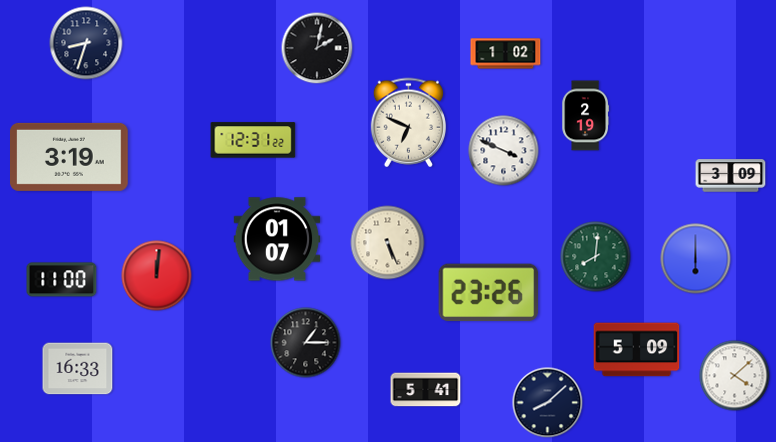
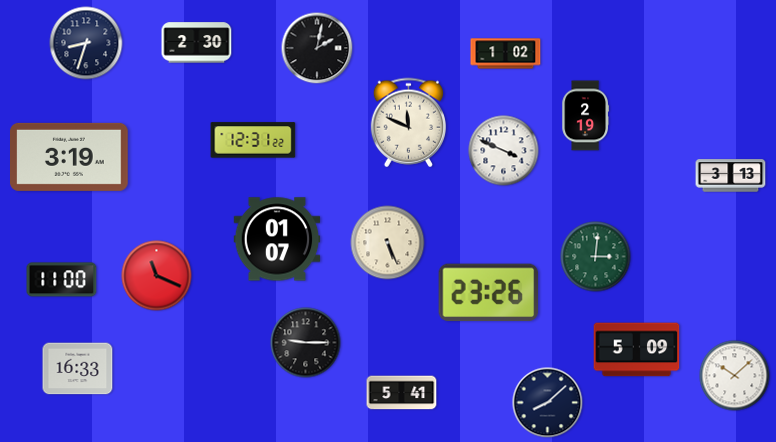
clock at (197, 43): none -> 2:30
clock at (408, 123): 6:49 -> 11:49
clock at (731, 176): 3:09 -> 3:13
clock at (596, 257): 8:01 -> 3:01
clock at (696, 259): 6:00 -> none
clock at (157, 276): 12:01 -> 11:19
clock at (306, 343): 1:15 -> 9:15
clock at (735, 376): 4:08 -> 10:08
clock at (426, 390) position: (426, 390) -> (402, 393)
